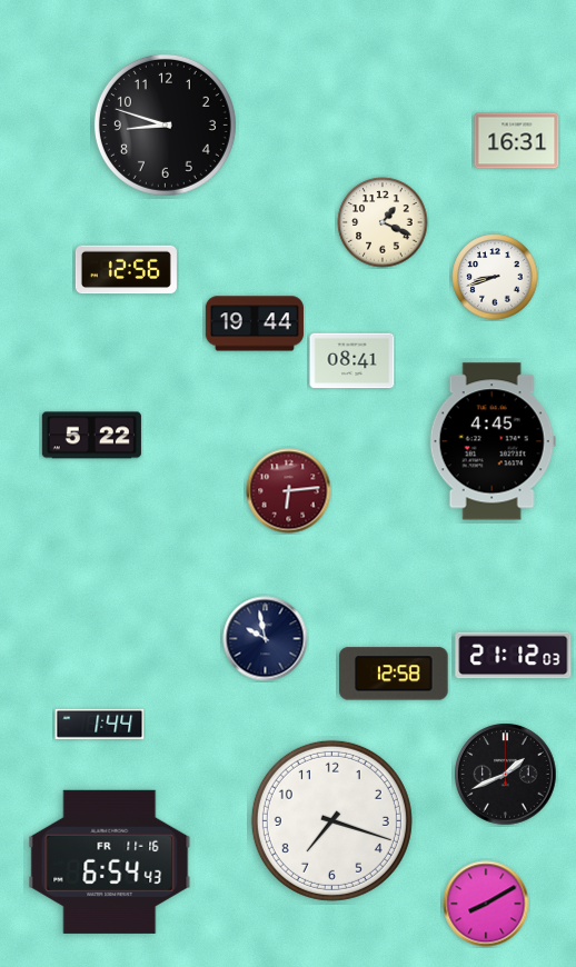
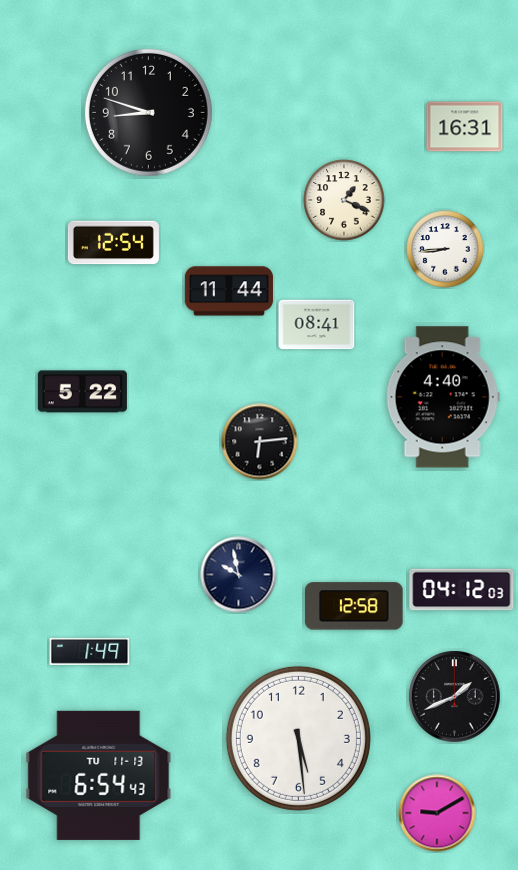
clock at (126, 270): 12:56 -> 12:54
clock at (495, 277): 8:42 -> 8:44
clock at (255, 323): 19:44 -> 11:44
clock at (493, 441): 4:45 -> 4:40
clock at (289, 491) dial: burgundy -> black
clock at (514, 656): 21:12 -> 04:12
clock at (100, 724): 1:44 -> 1:49
clock at (331, 820): 7:18 -> 5:29
clock at (110, 861) date: FR 11-16 -> TU 11-13
clock at (486, 904): 8:10 -> 9:10
